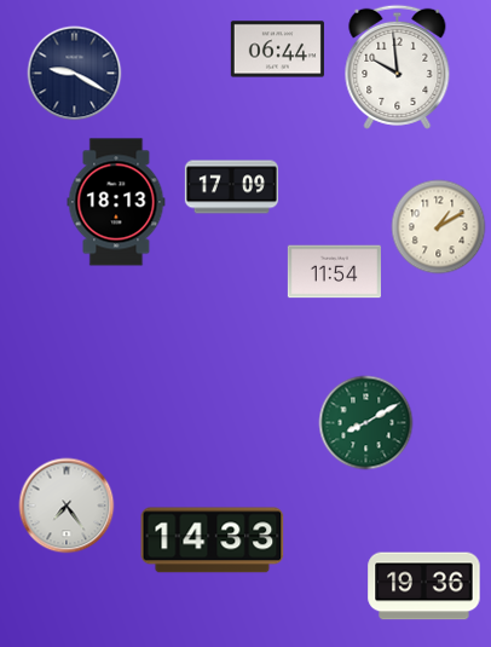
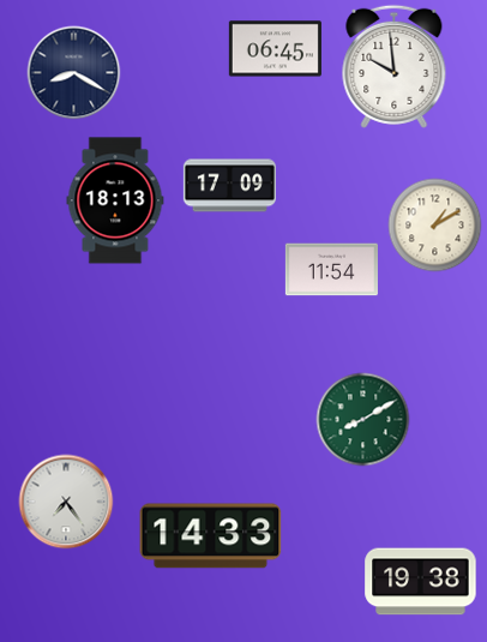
clock at (277, 50): 06:44 -> 06:45
clock at (74, 73): 9:20 -> 8:20
clock at (424, 587): 19:36 -> 19:38
